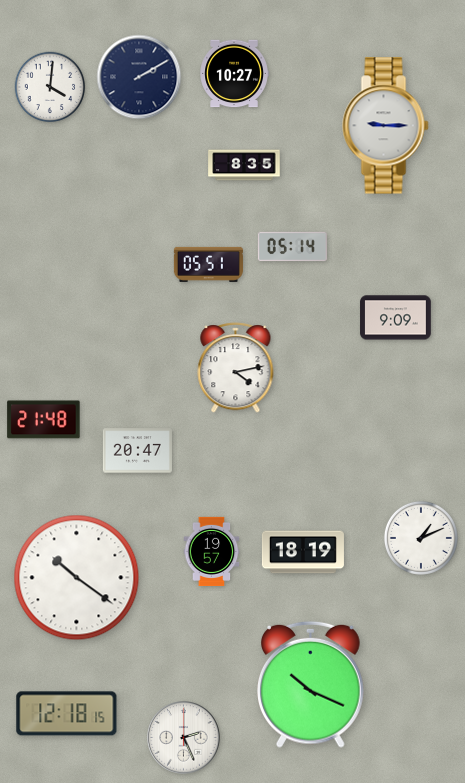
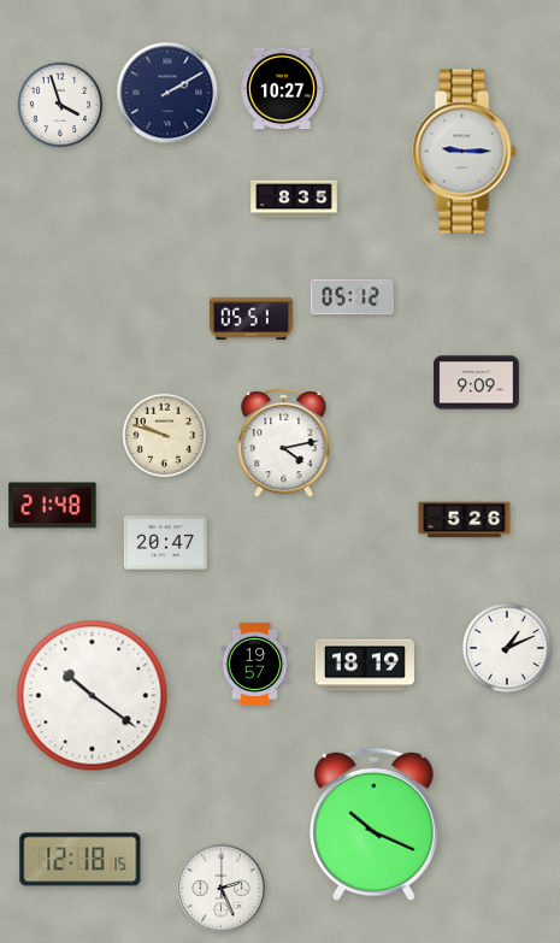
clock at (50, 87): 4:01 -> 3:57
clock at (292, 247): 05:14 -> 05:12
clock at (165, 436): none -> 9:48
clock at (465, 520): none -> 5:26
